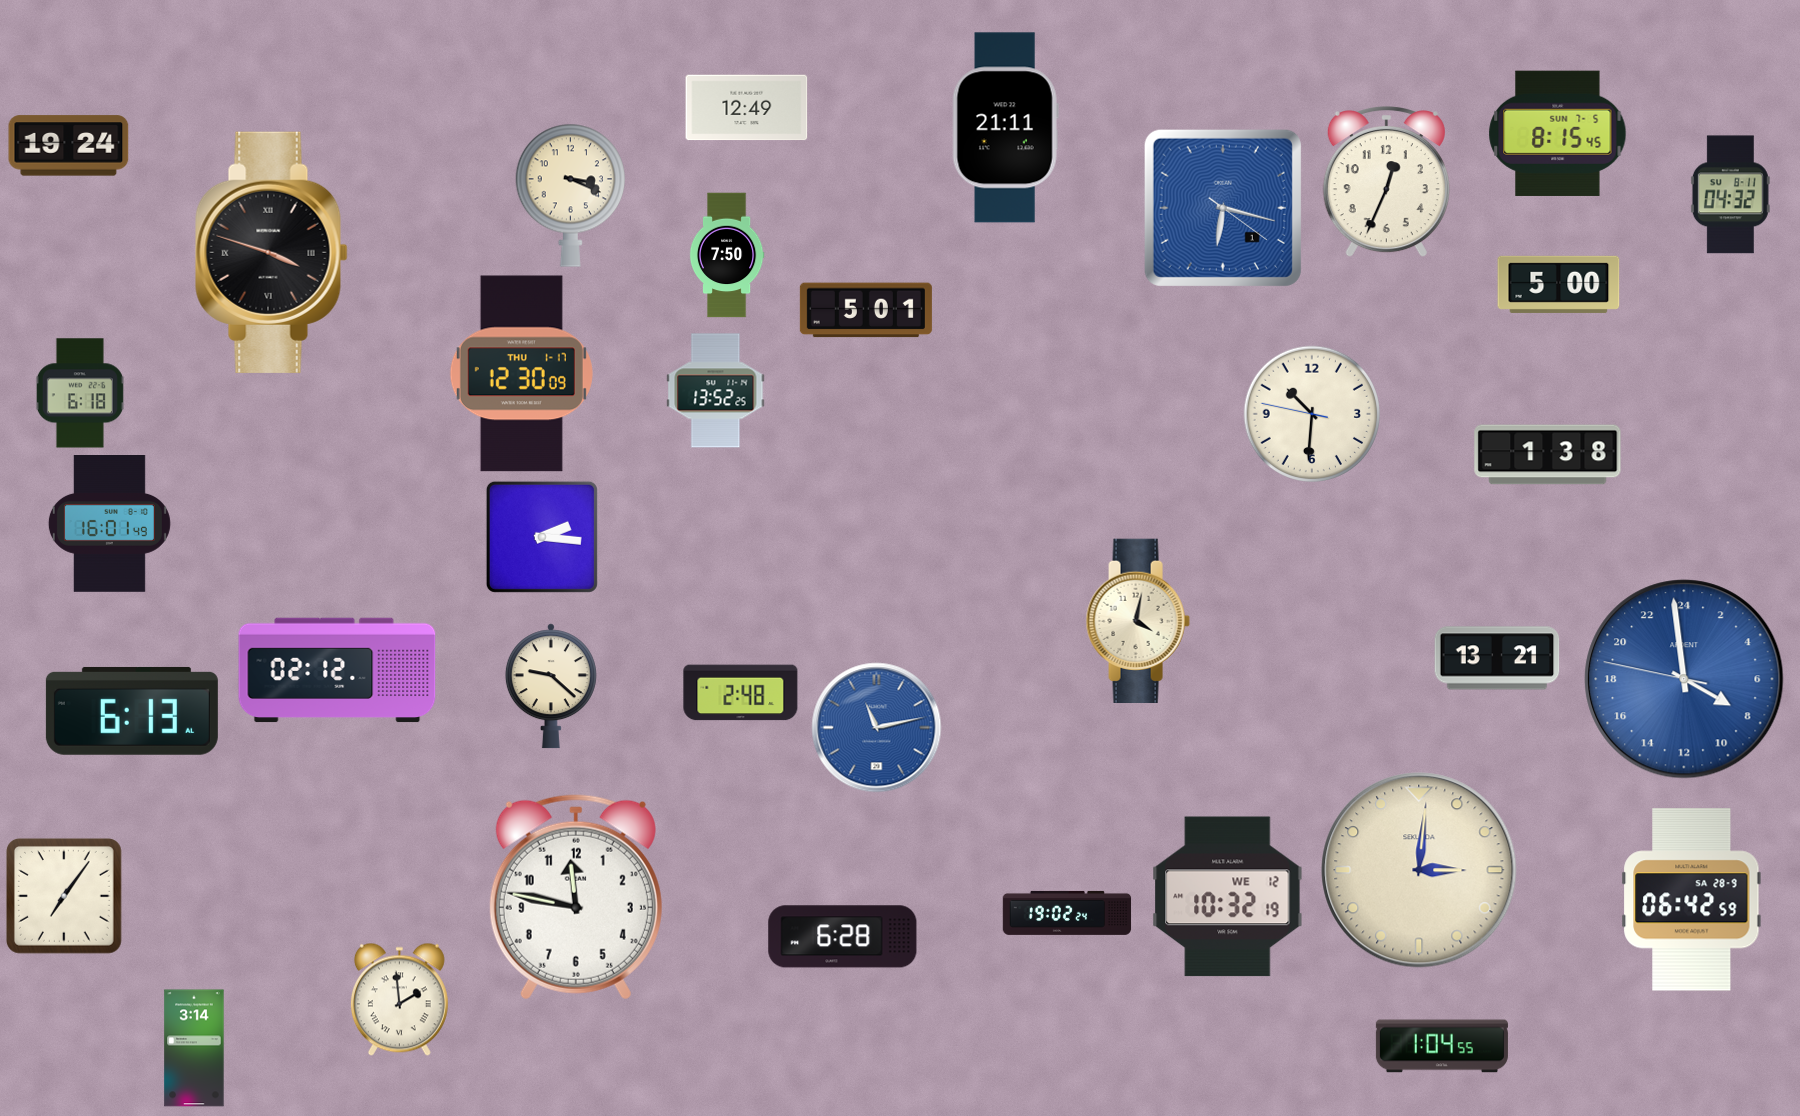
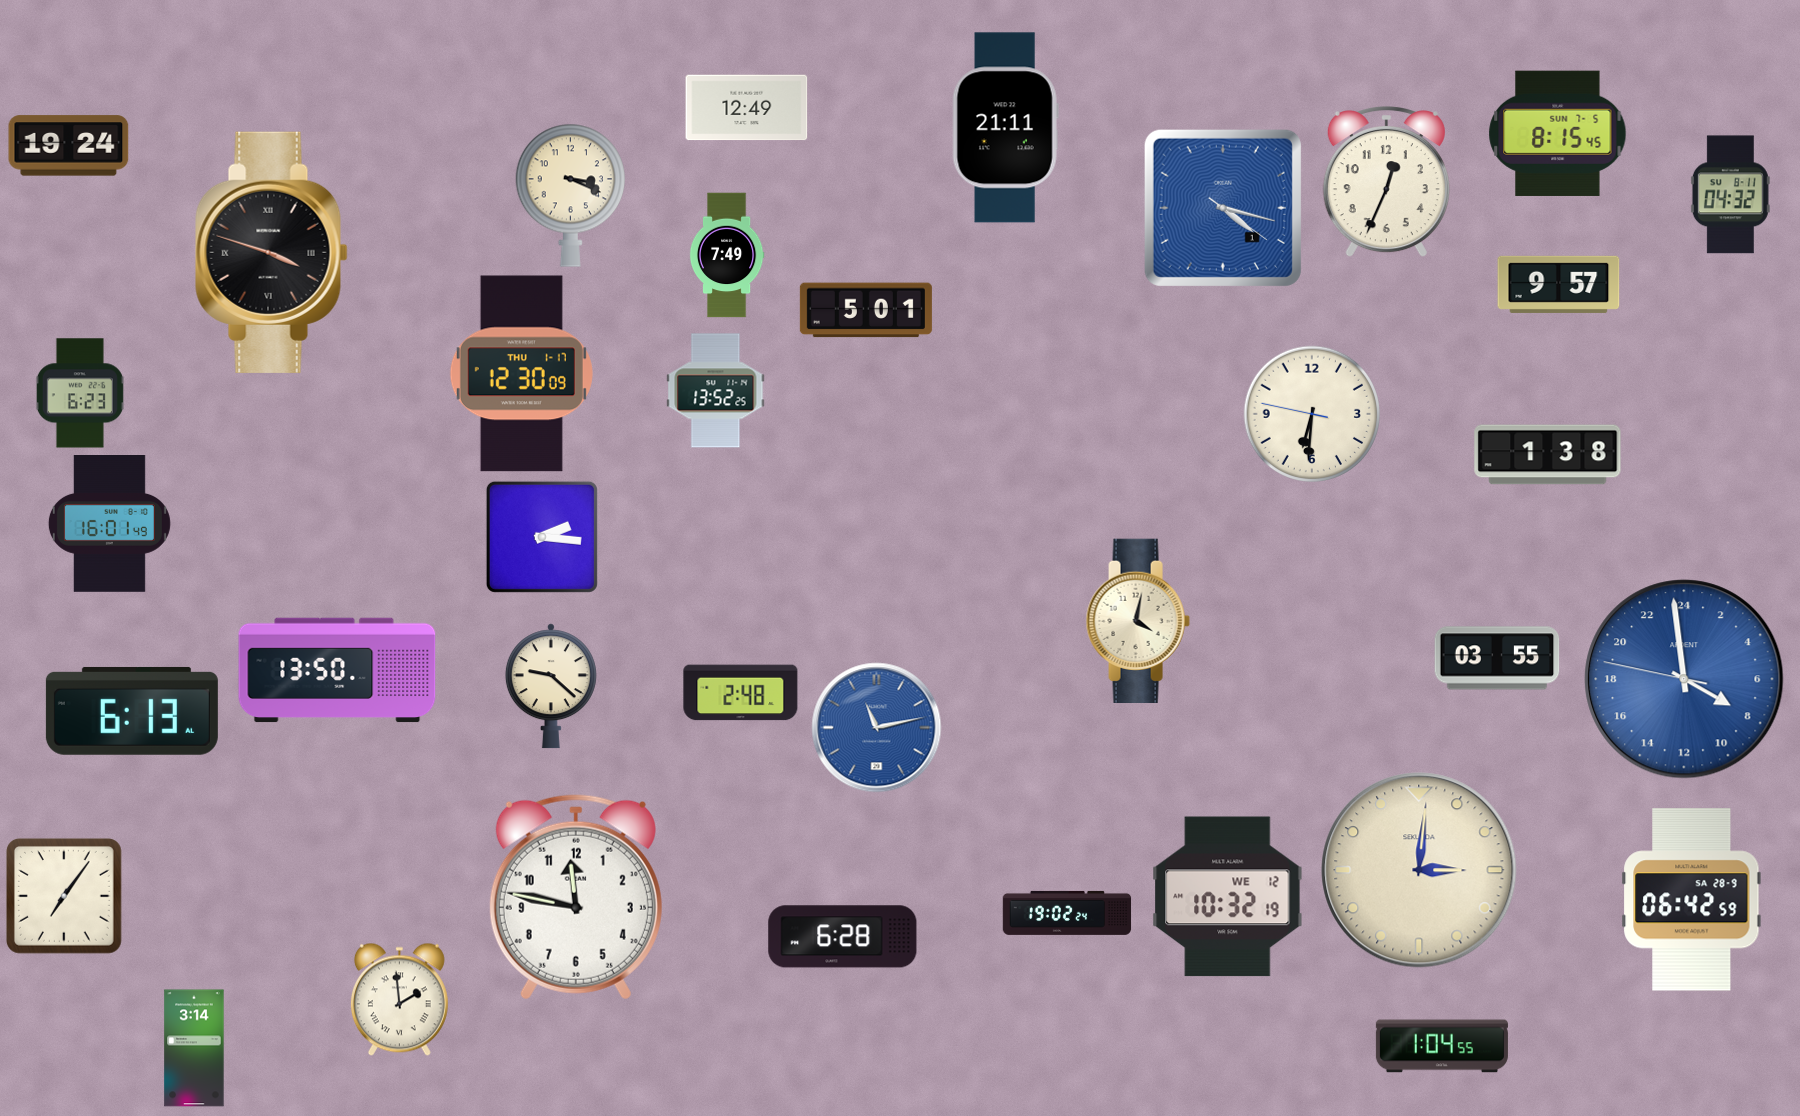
clock at (1223, 208): 6:17 -> 4:17
clock at (727, 255): 7:50 -> 7:49
clock at (1559, 284): 5:00 -> 9:57
clock at (80, 393): 6:18 -> 6:23
clock at (1311, 413): 10:30 -> 6:30
clock at (1497, 658): 13:21 -> 03:55
clock at (337, 670): 02:12 -> 13:50
